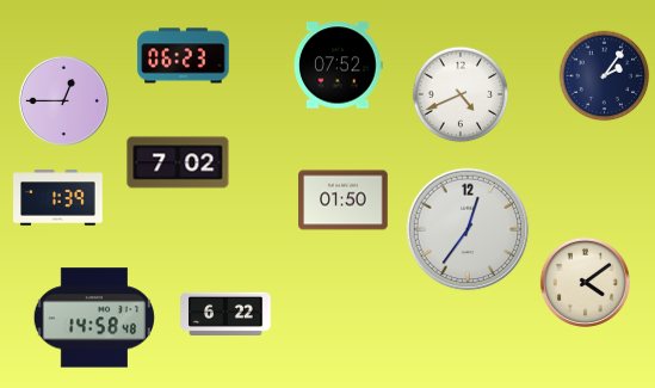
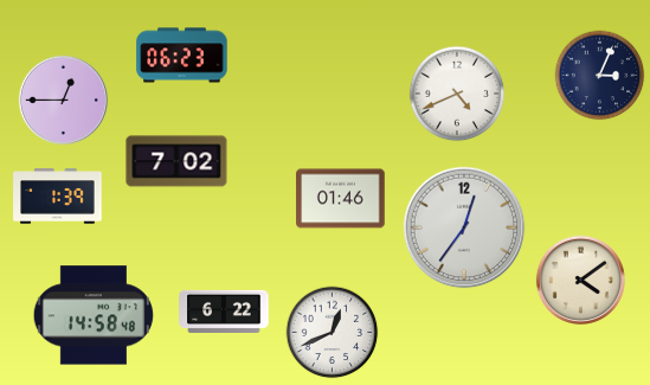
clock at (338, 66): 07:52 -> none
clock at (605, 76): 2:06 -> 3:04
clock at (344, 201): 01:50 -> 01:46
clock at (333, 333): none -> 12:41
